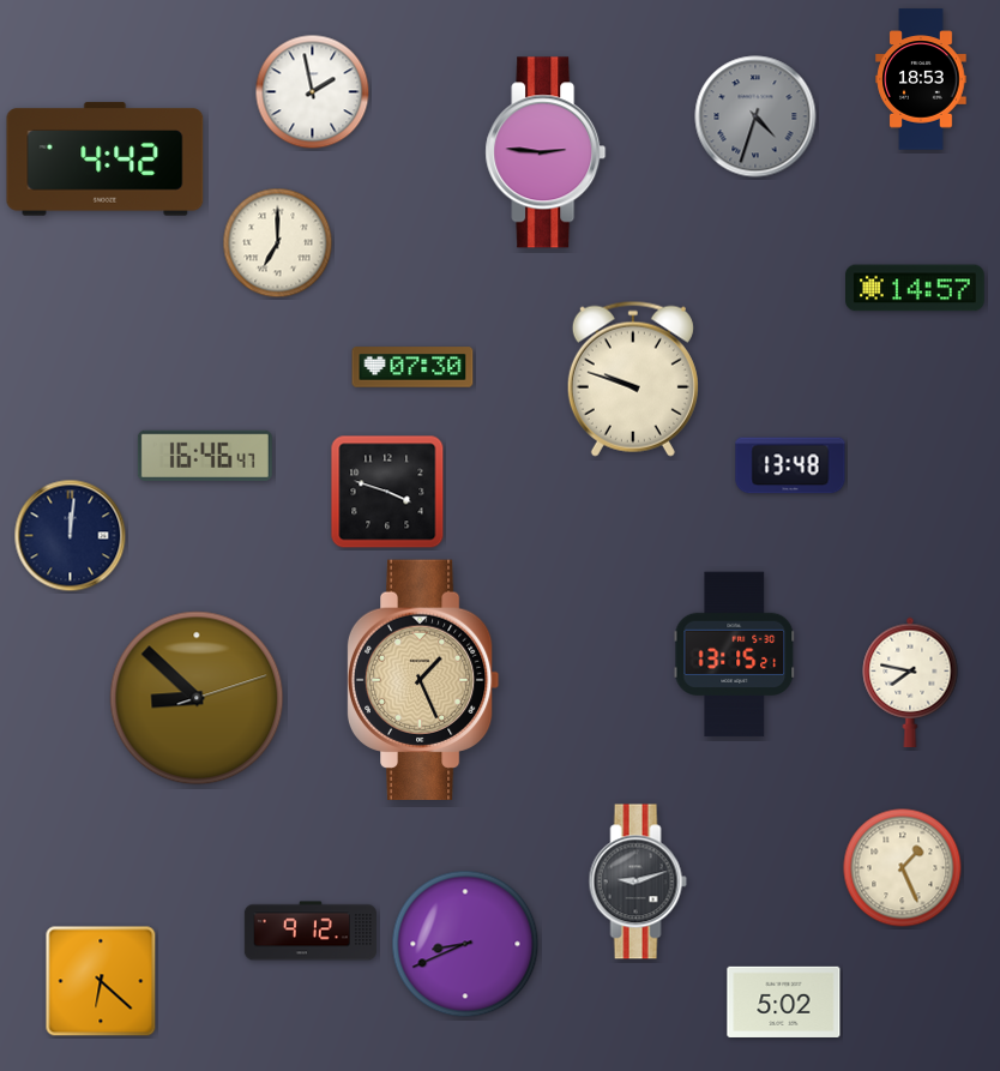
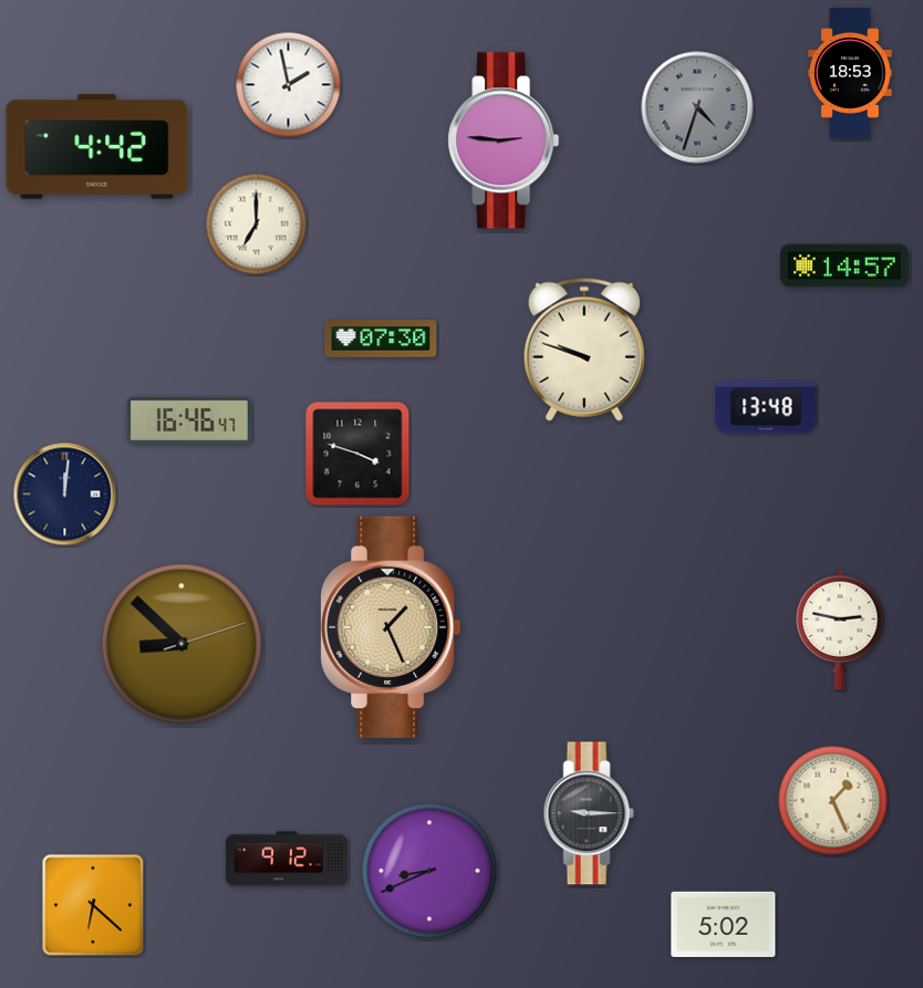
clock at (790, 465) position: (790, 465) -> (766, 407)
clock at (735, 655): 13:15 -> none
clock at (910, 681): 7:47 -> 2:47
clock at (638, 882): 9:12 -> 9:15
